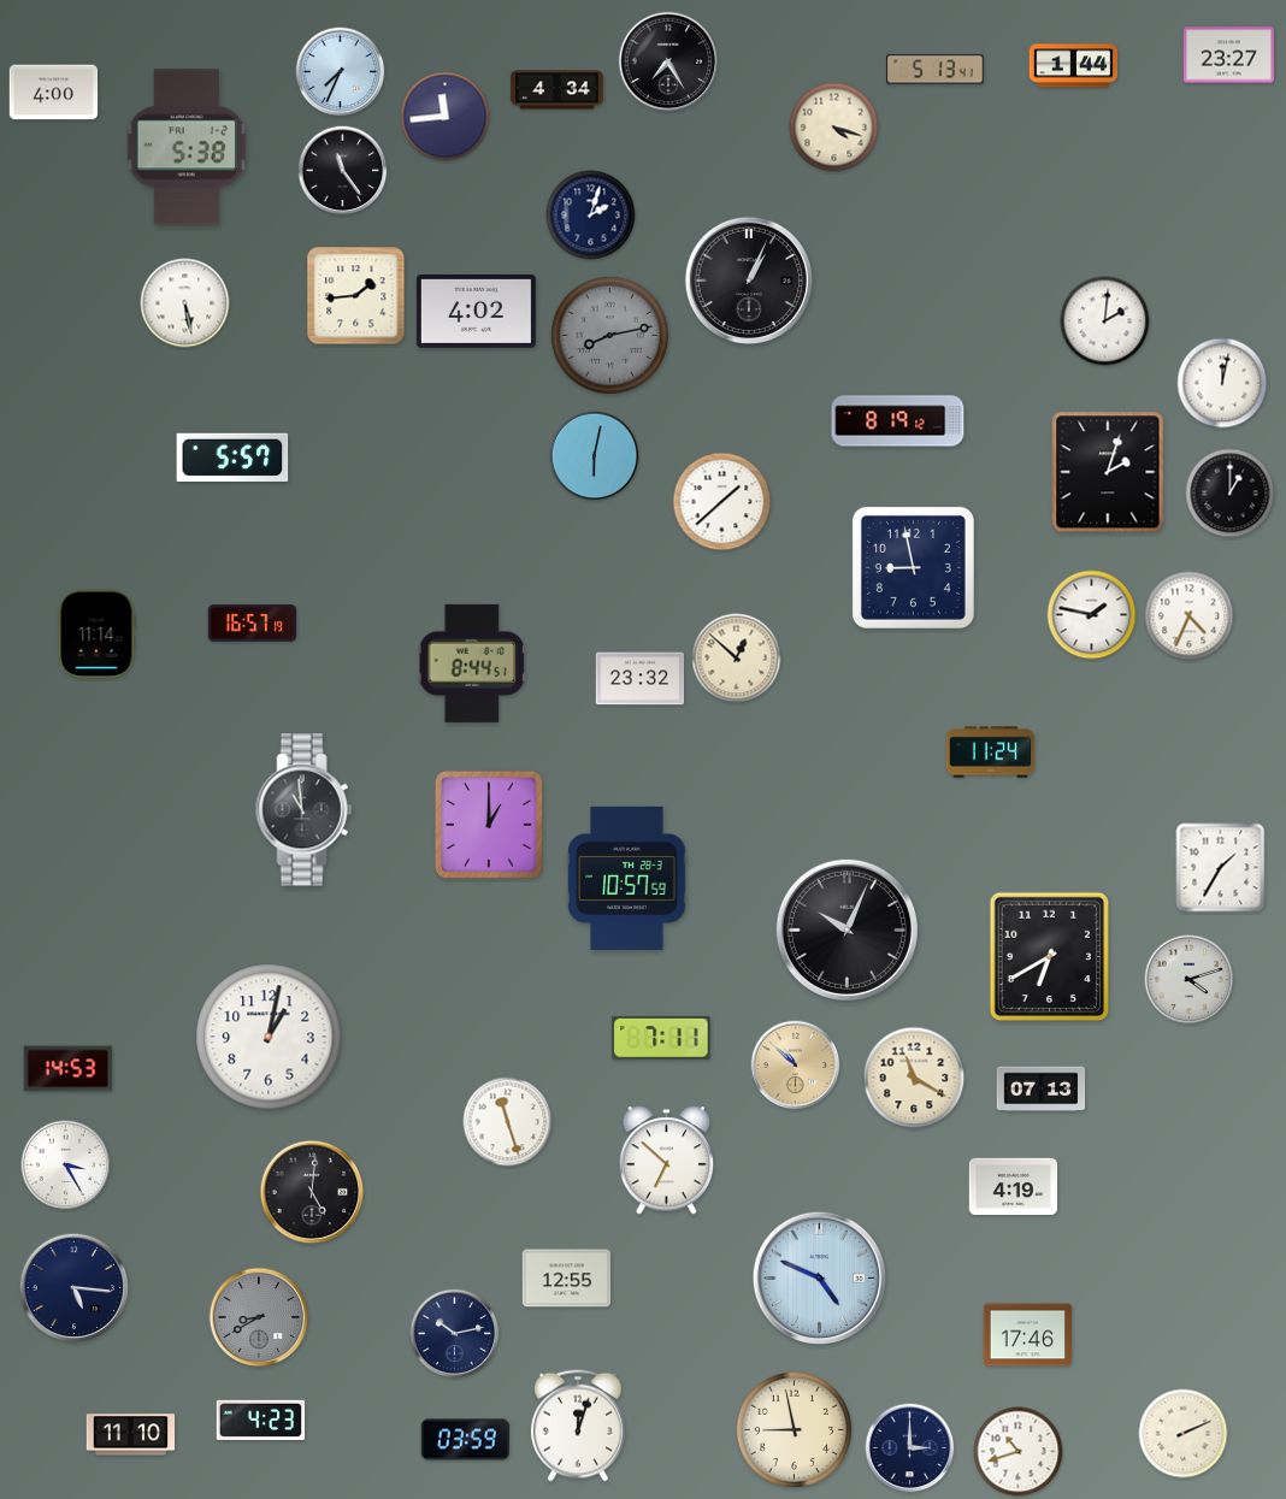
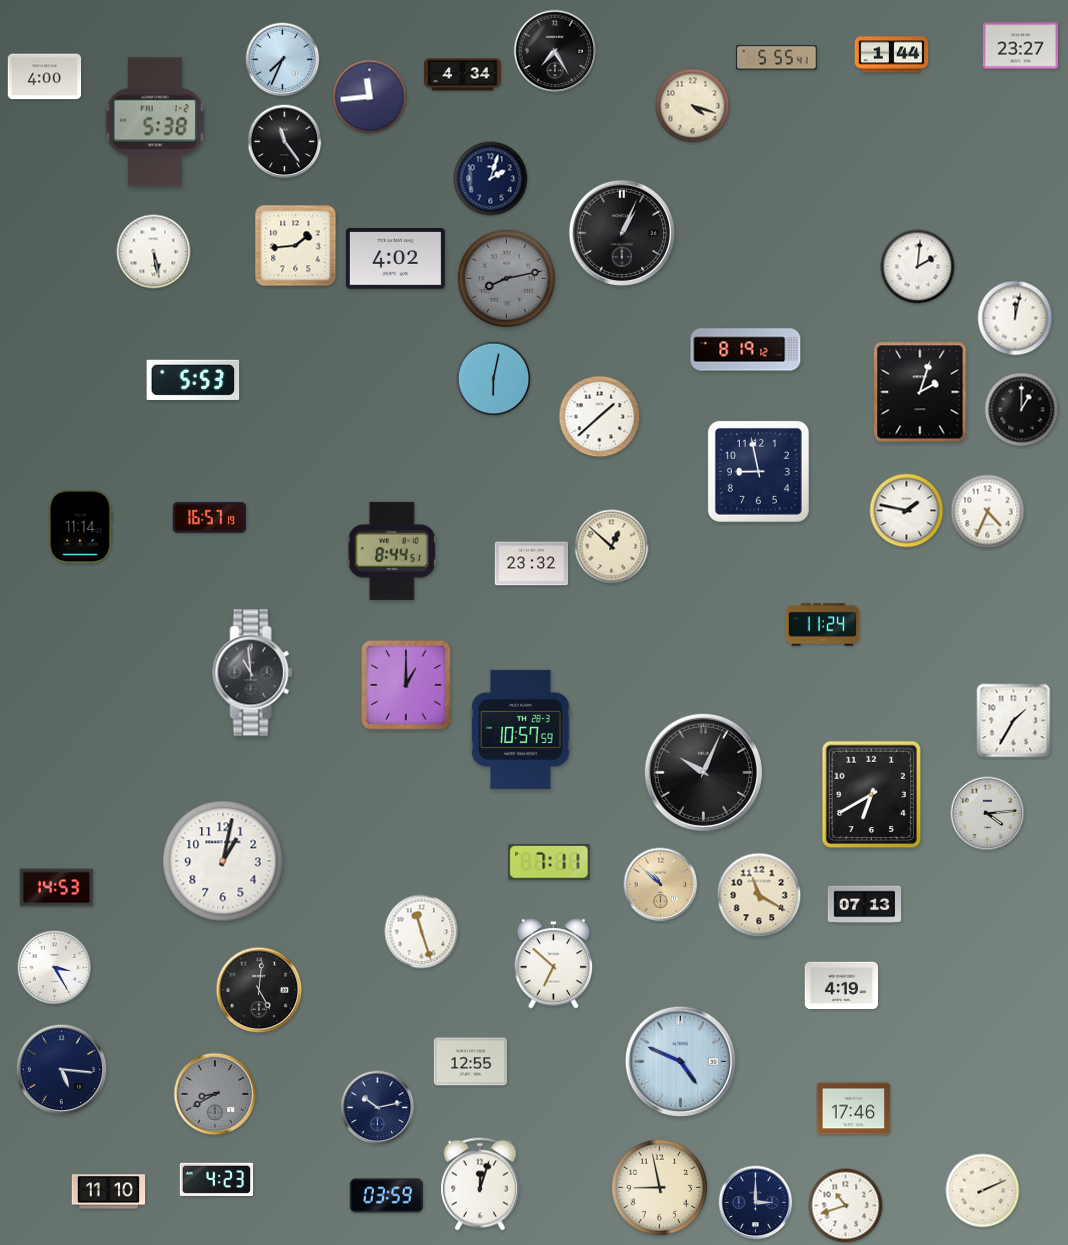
clock at (936, 70): 5:13 -> 5:55
clock at (232, 458): 5:57 -> 5:53
clock at (1190, 980): 4:12 -> 4:14
